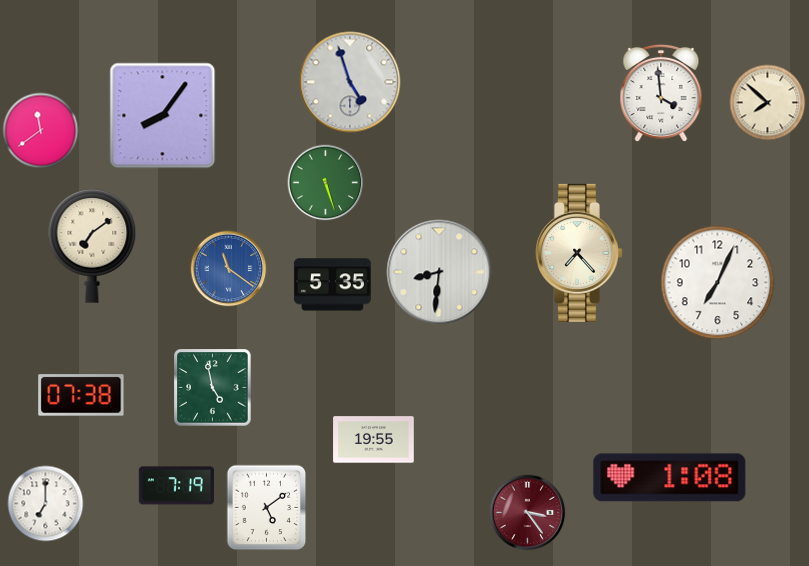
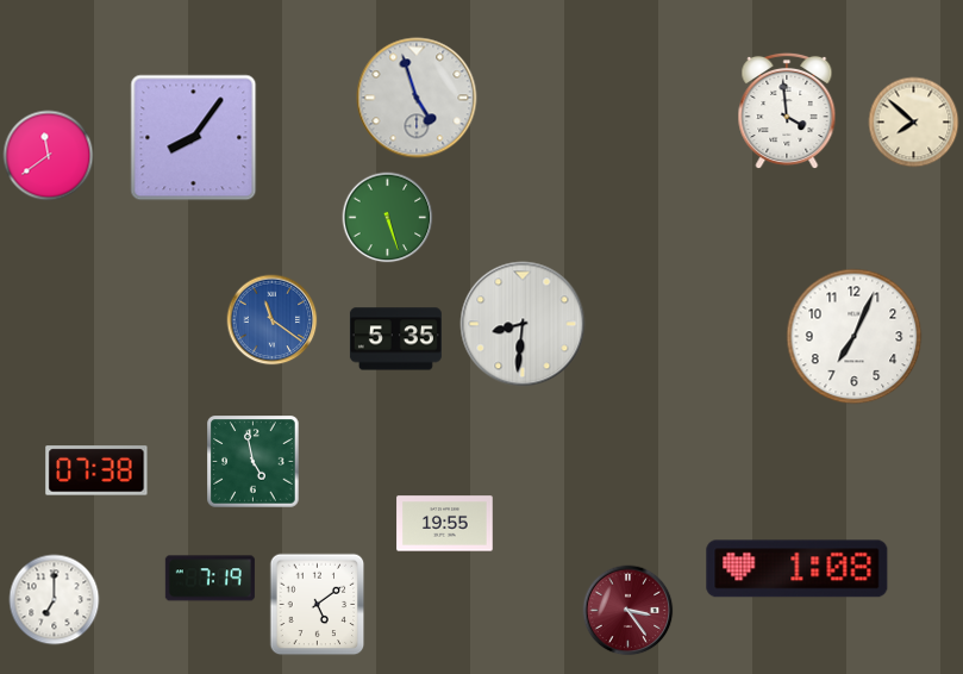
clock at (92, 247): 7:09 -> none
clock at (580, 253): 7:23 -> none
